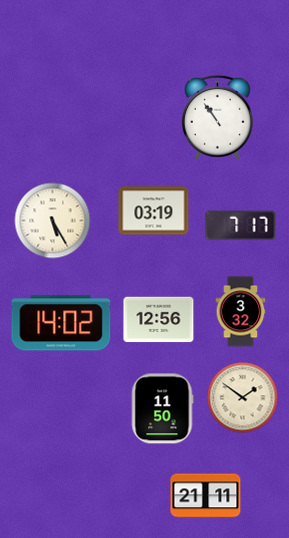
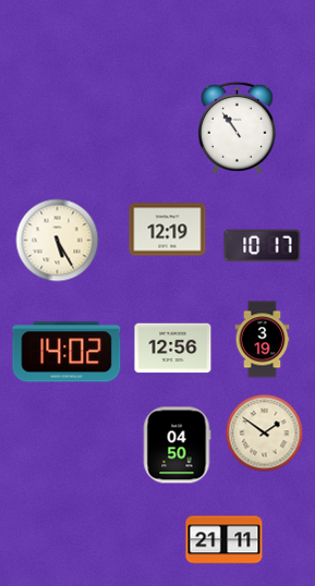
clock at (154, 211): 03:19 -> 12:19
clock at (241, 226): 7:17 -> 10:17
clock at (241, 312): 3:32 -> 3:19
clock at (162, 409): 11:50 -> 04:50
